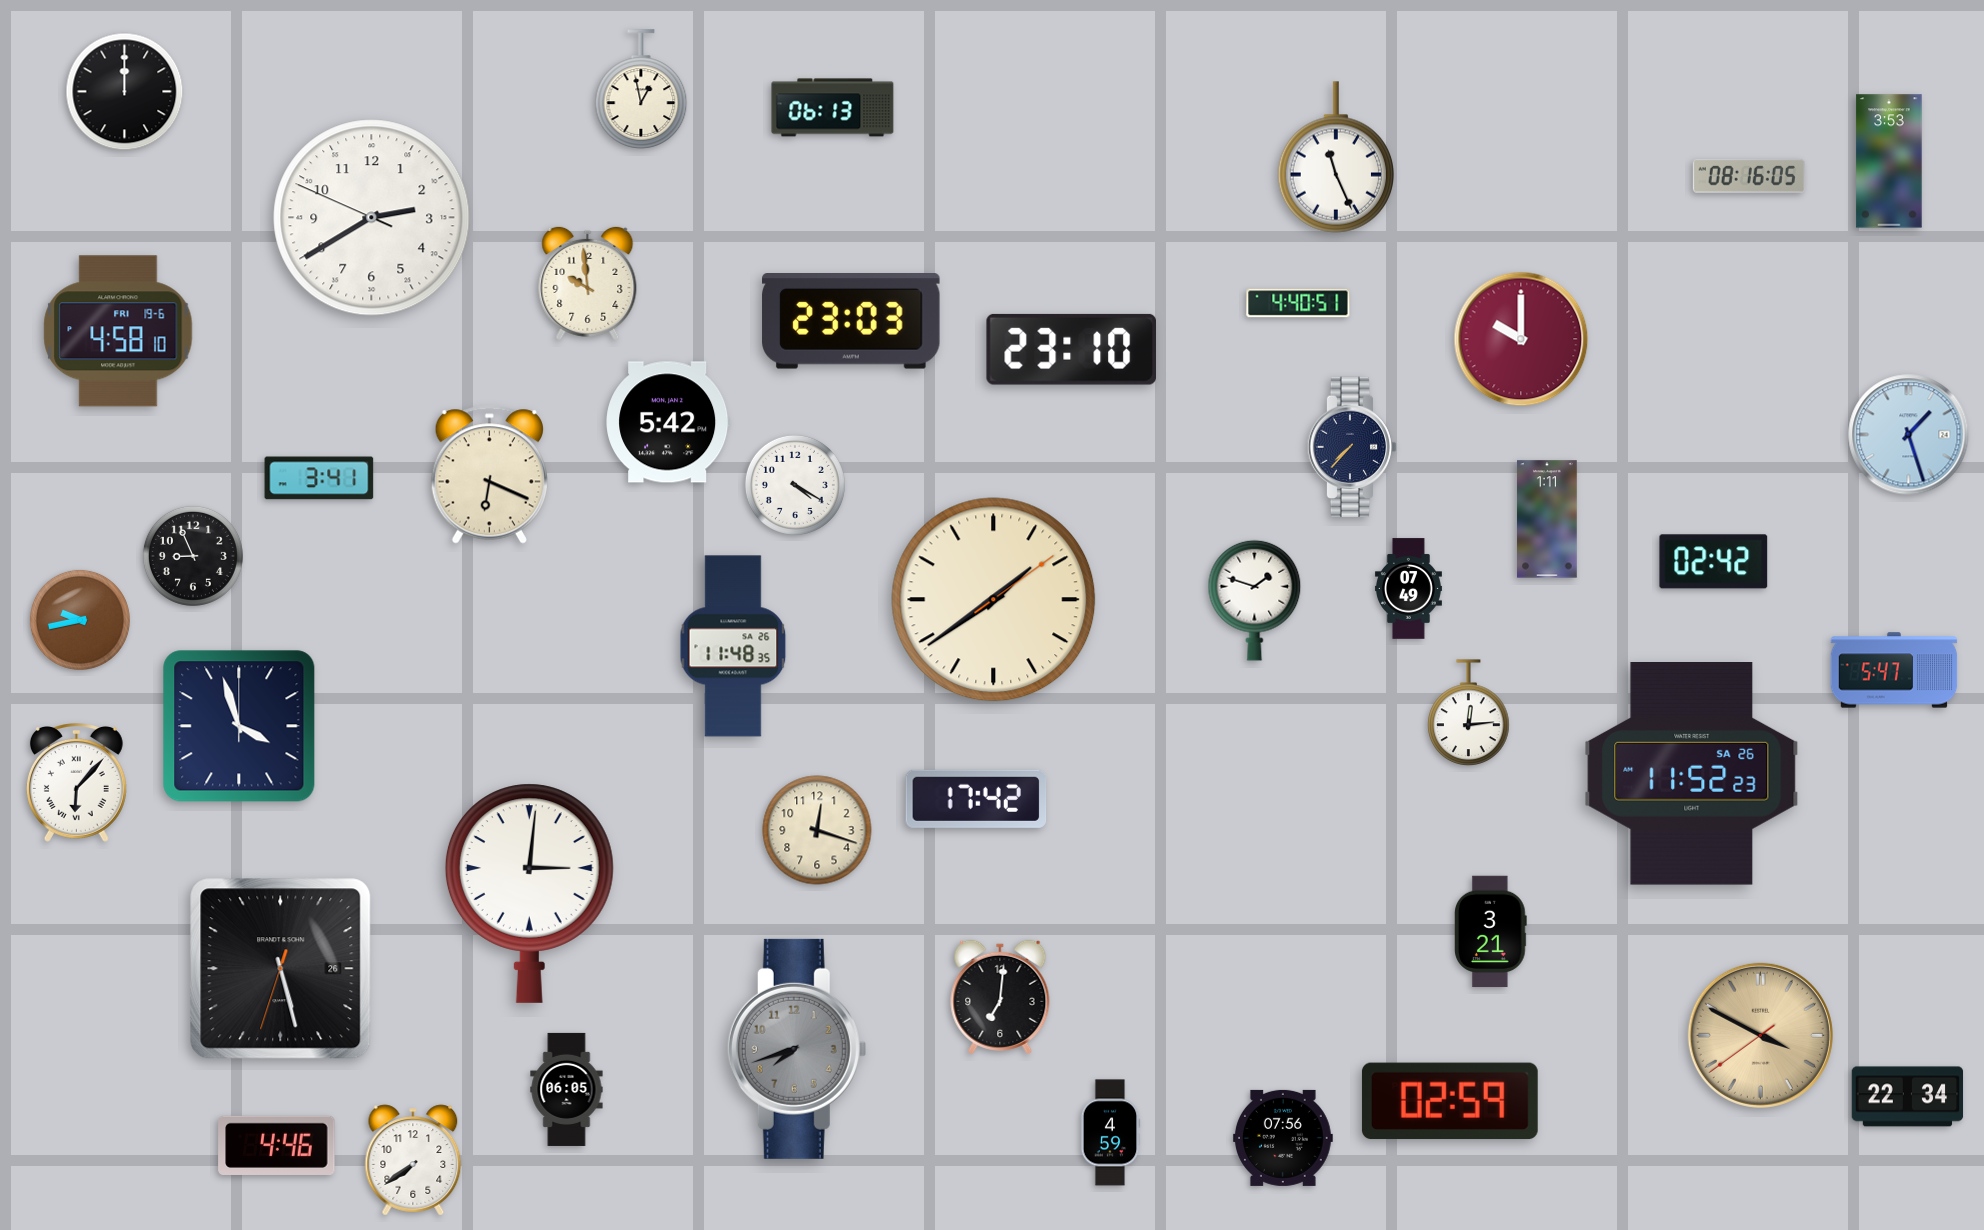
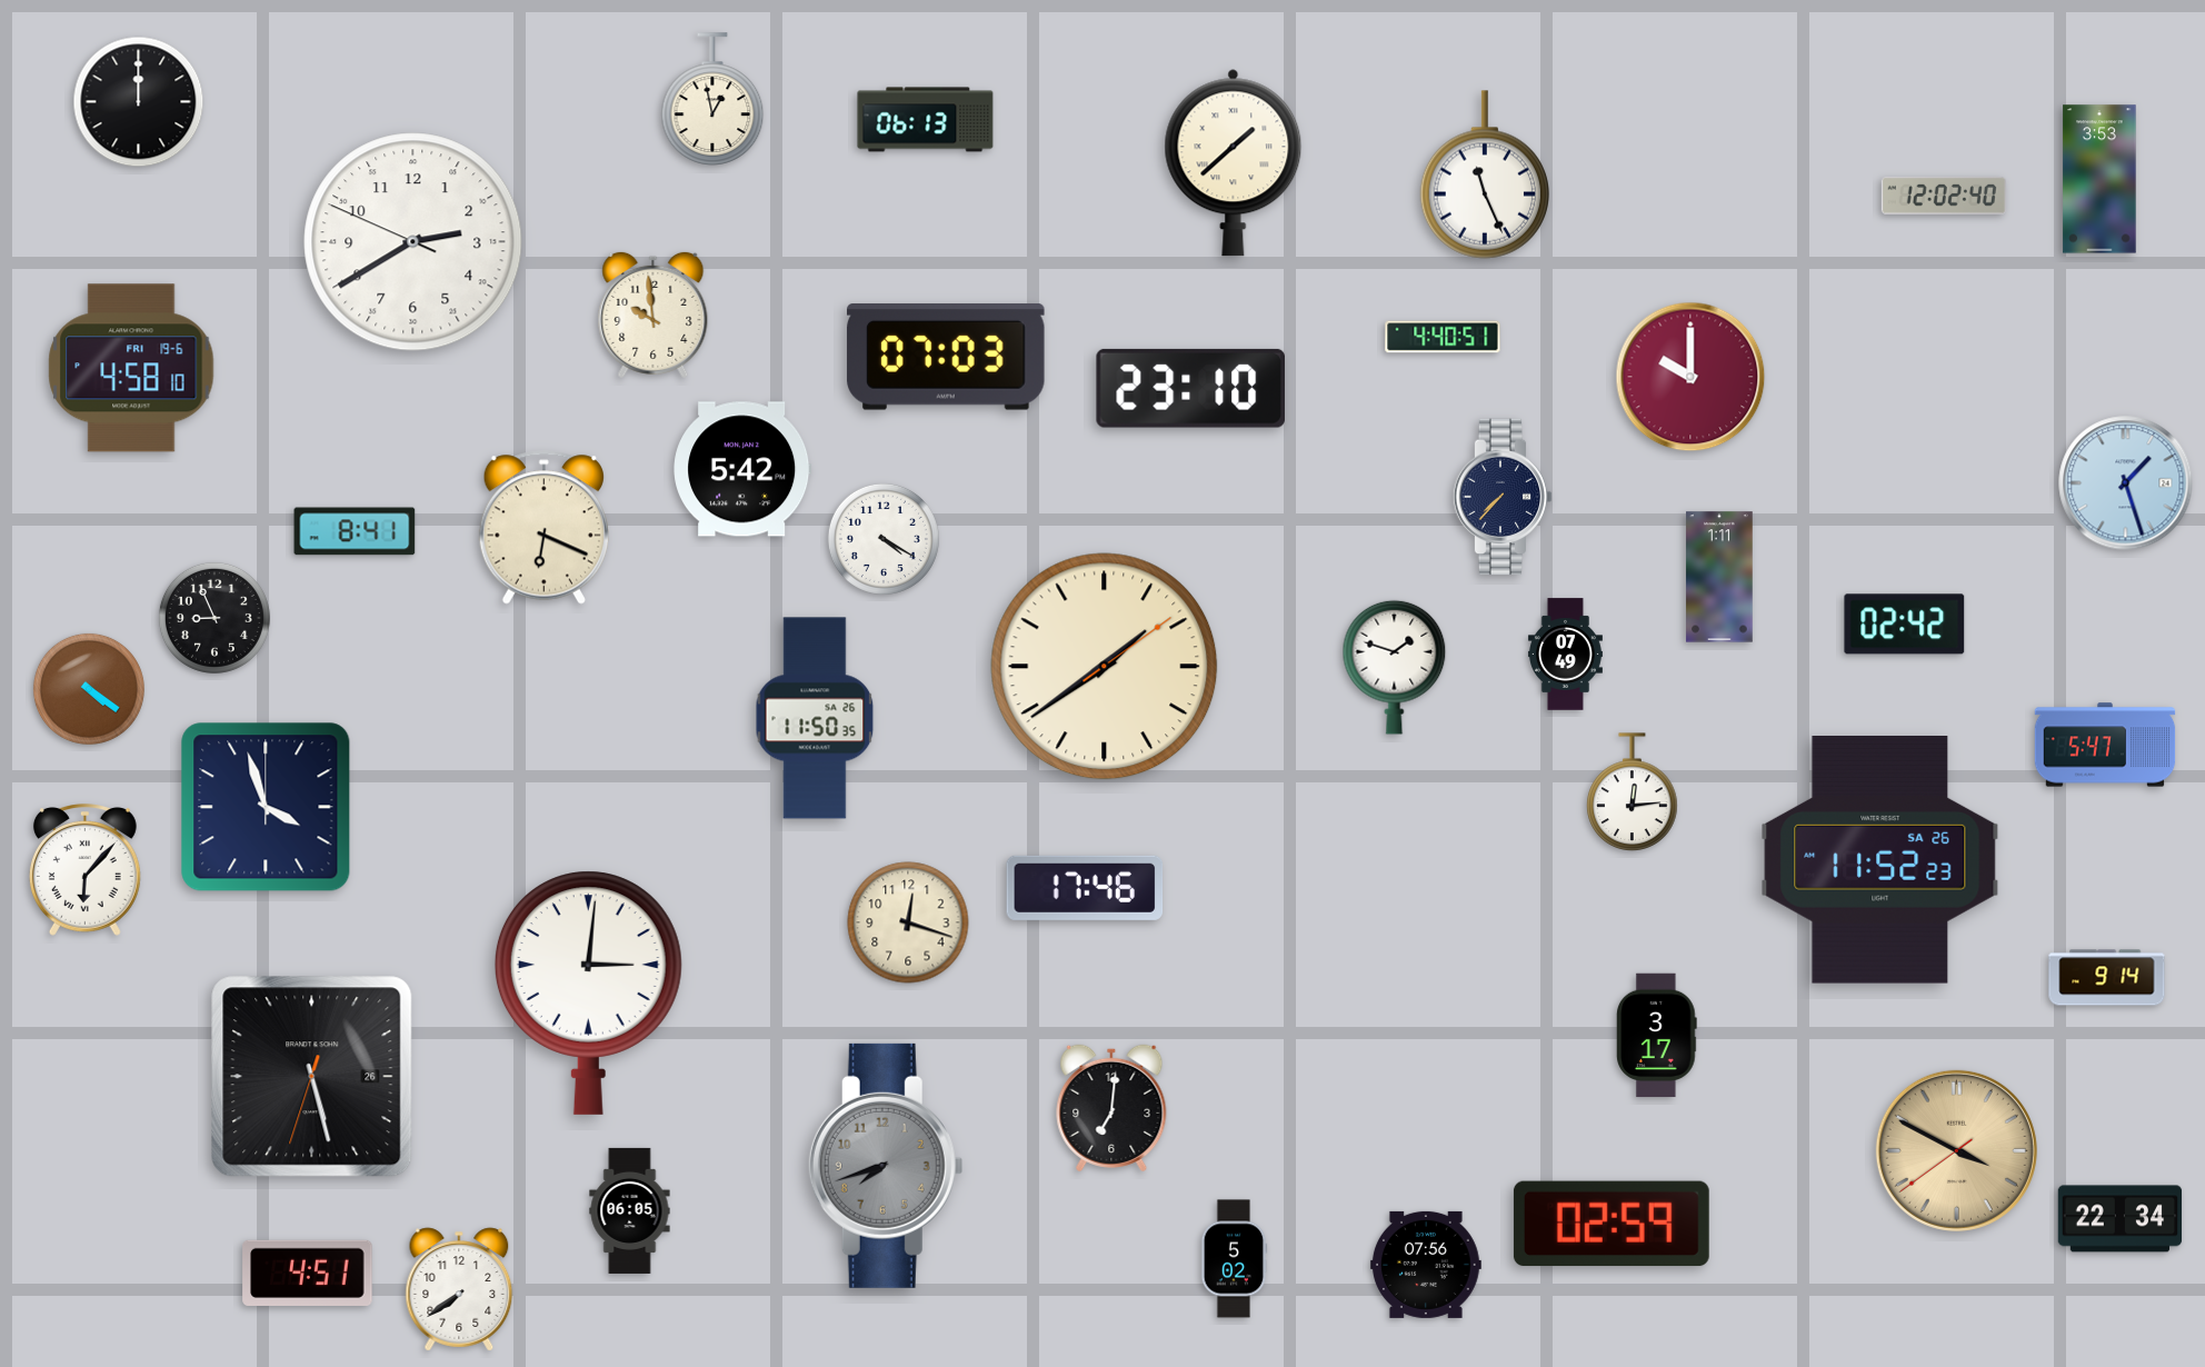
clock at (1234, 162): none -> 1:38
clock at (1749, 176): 08:16 -> 12:02
clock at (851, 321): 23:03 -> 07:03
clock at (1909, 435) position: (1909, 435) -> (2126, 483)
clock at (319, 478): 3:41 -> 8:41
clock at (80, 620): 9:43 -> 4:21
clock at (733, 646): 11:48 -> 11:50
clock at (976, 799): 17:42 -> 17:46
clock at (2107, 978): none -> 9:14
clock at (1491, 932): 3:21 -> 3:17
clock at (1110, 1133): 4:59 -> 5:02
clock at (277, 1145): 4:46 -> 4:51
